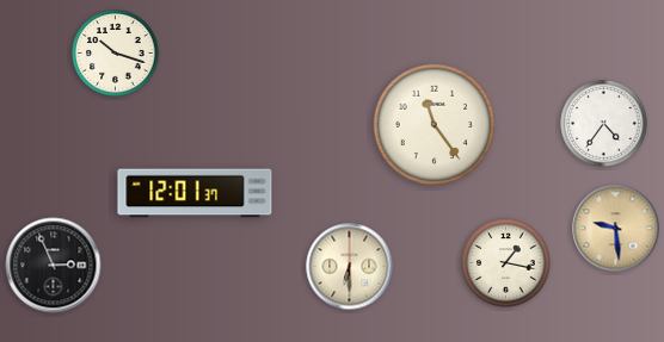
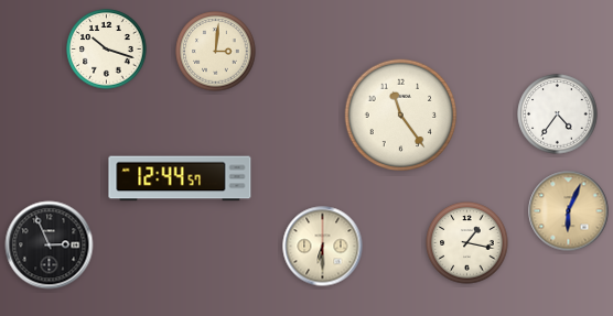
clock at (216, 52): none -> 3:01
clock at (195, 193): 12:01 -> 12:44
clock at (616, 229): 9:29 -> 6:04
